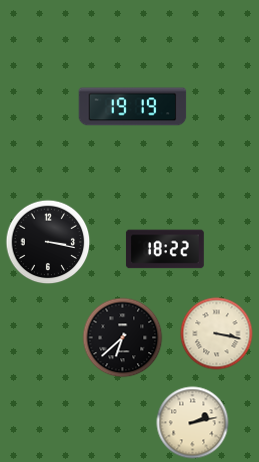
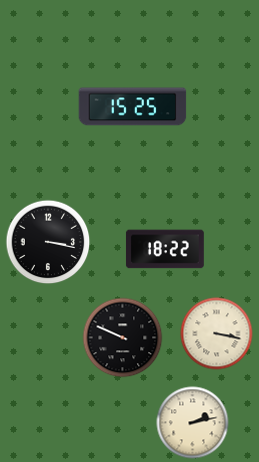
clock at (133, 107): 19:19 -> 15:25
clock at (123, 338): 6:38 -> 9:49
